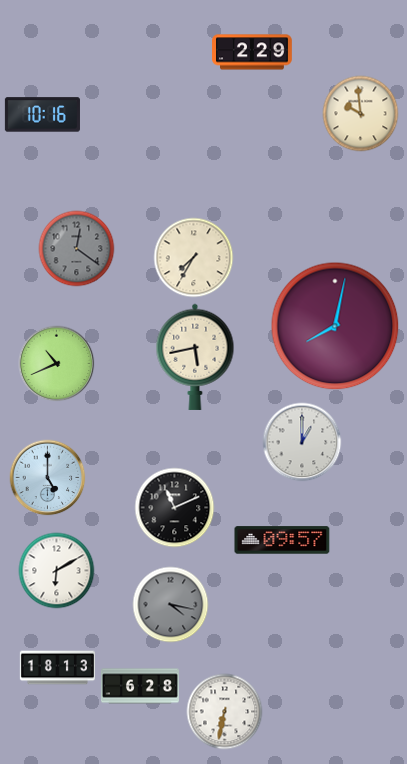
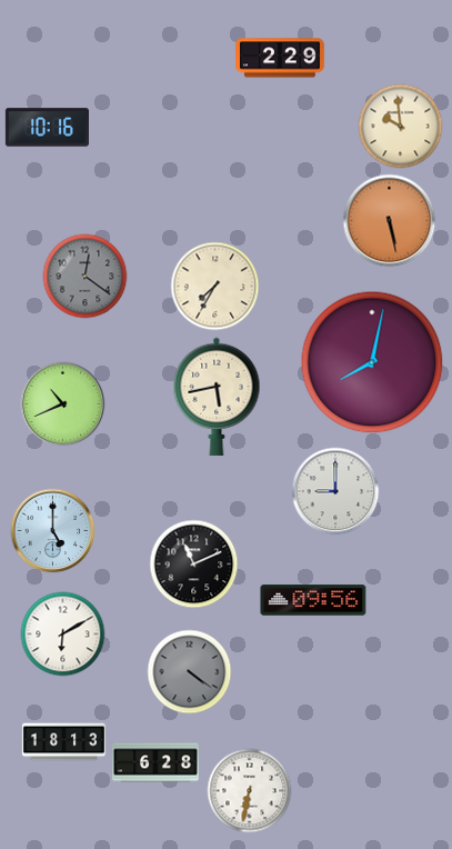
clock at (390, 221): none -> 5:28
clock at (302, 442): 1:00 -> 9:00
clock at (282, 540): 09:57 -> 09:56
clock at (171, 605): 4:17 -> 4:21
